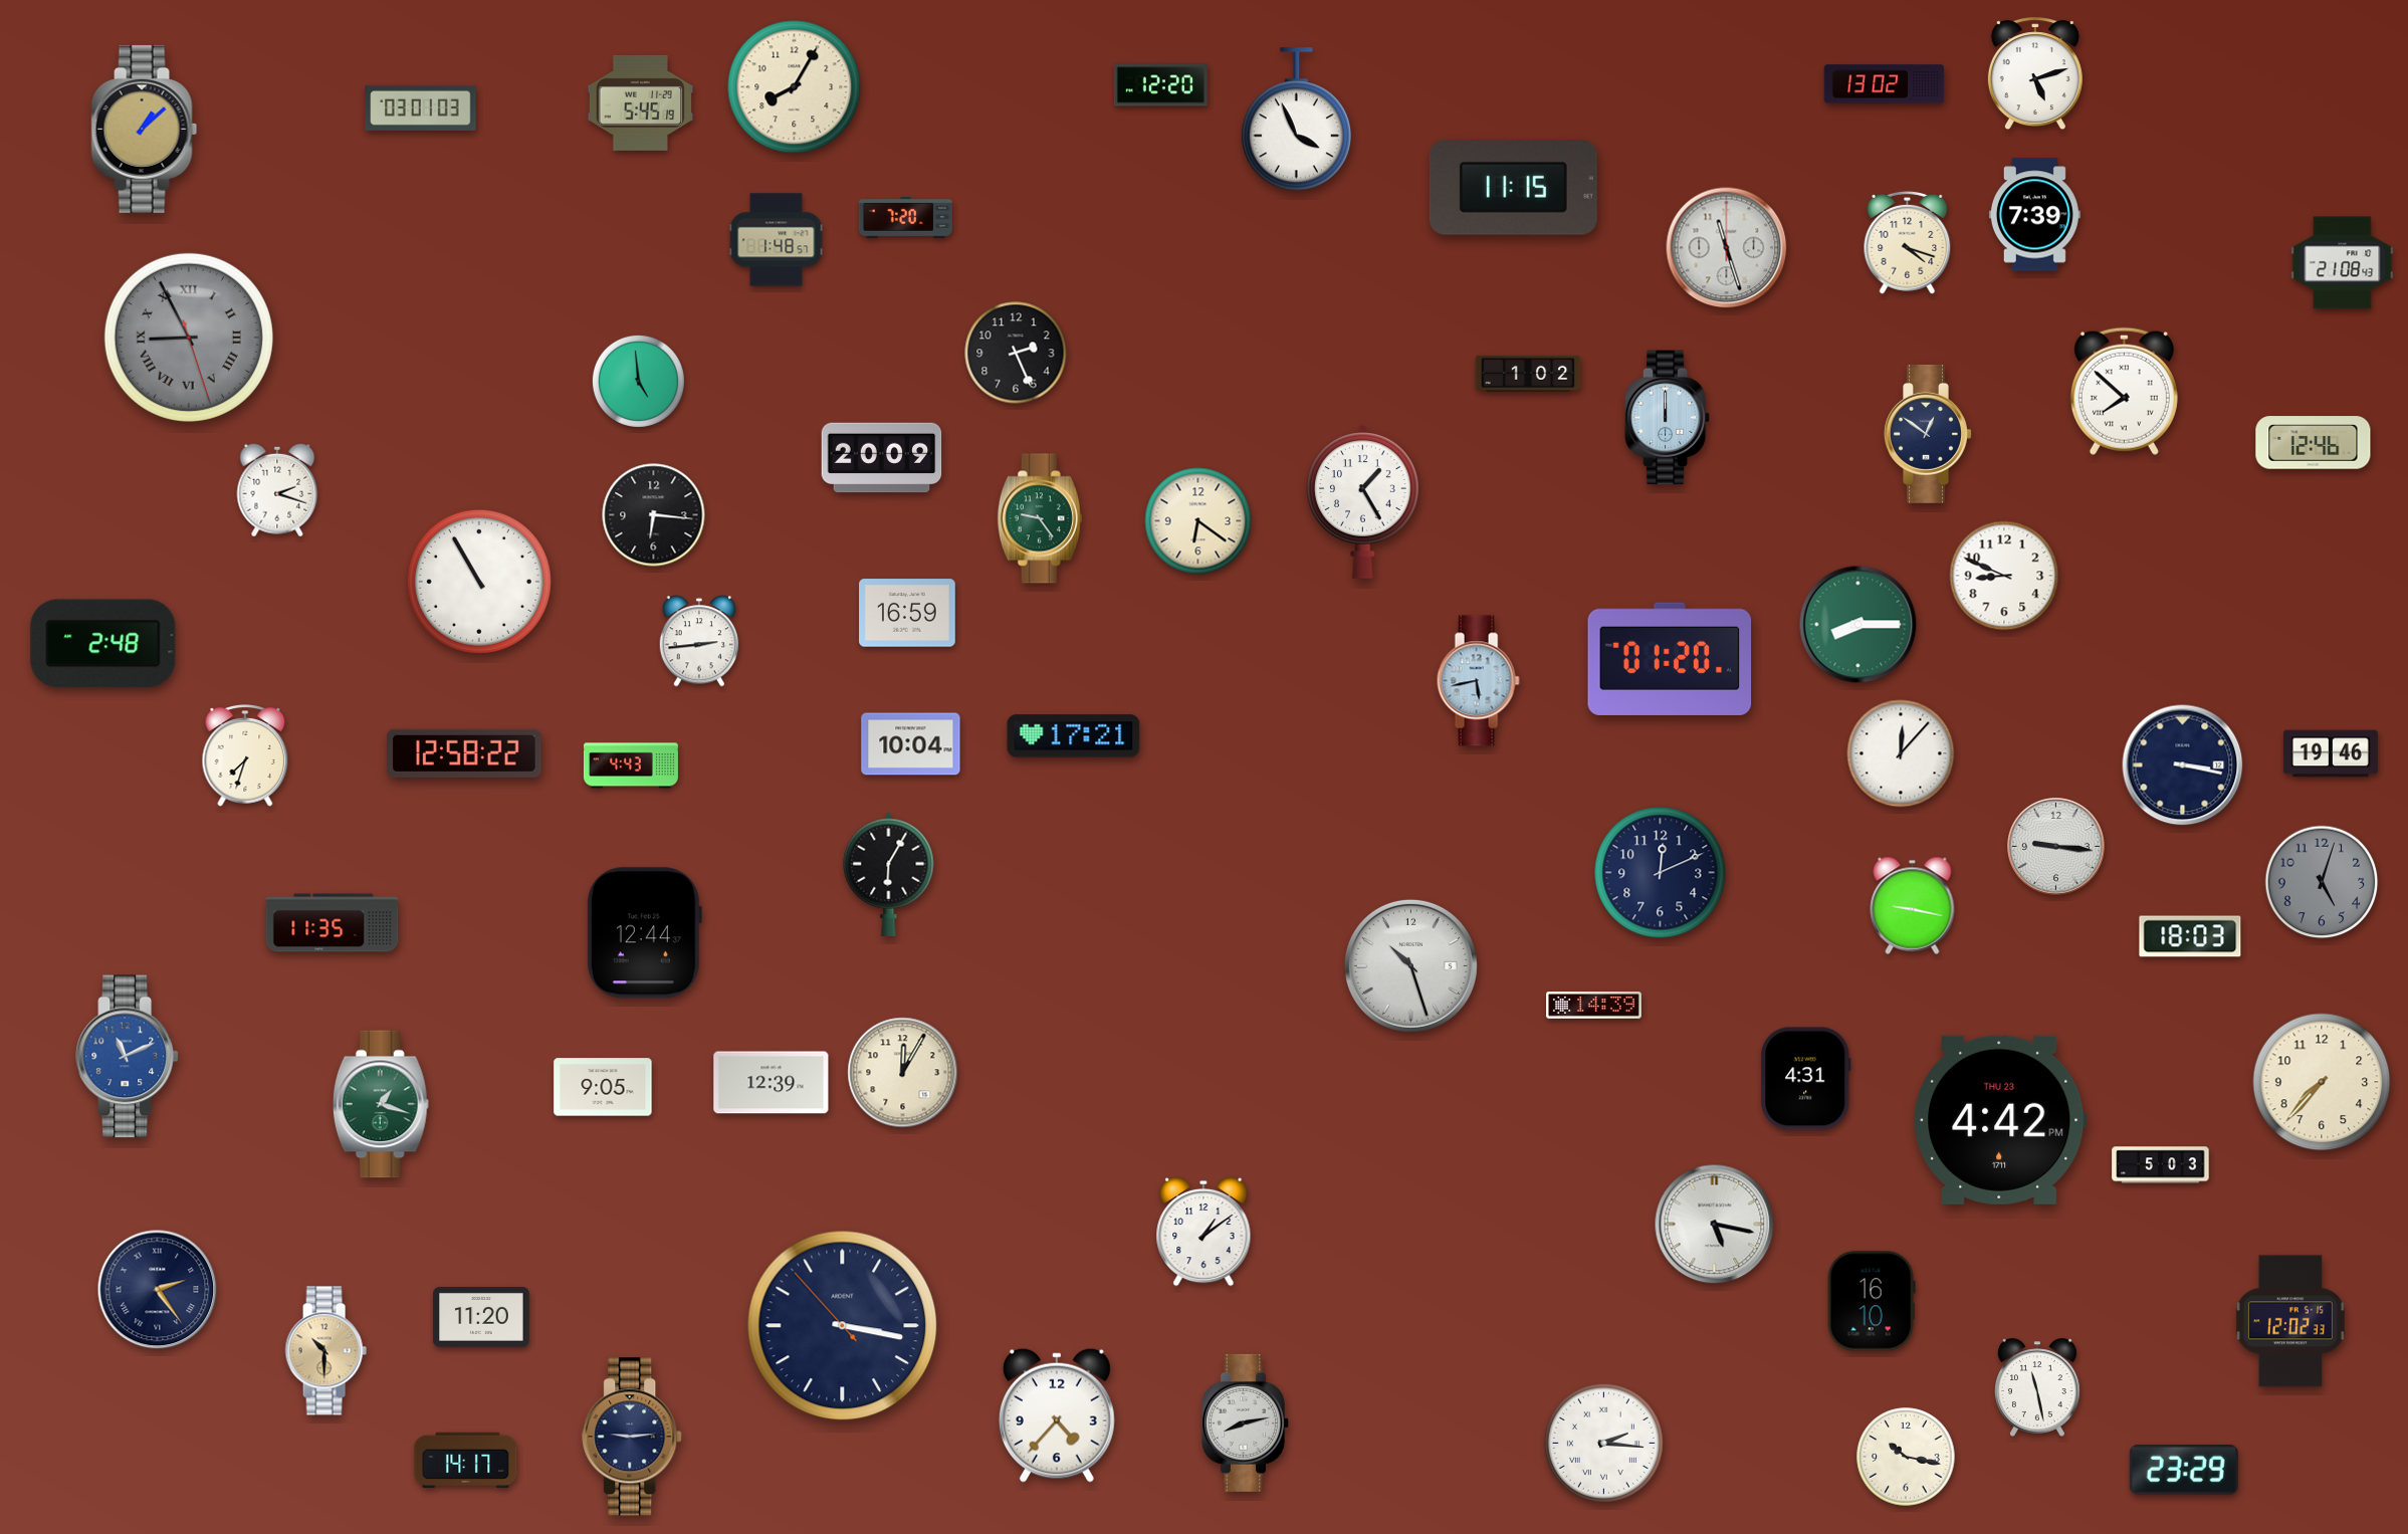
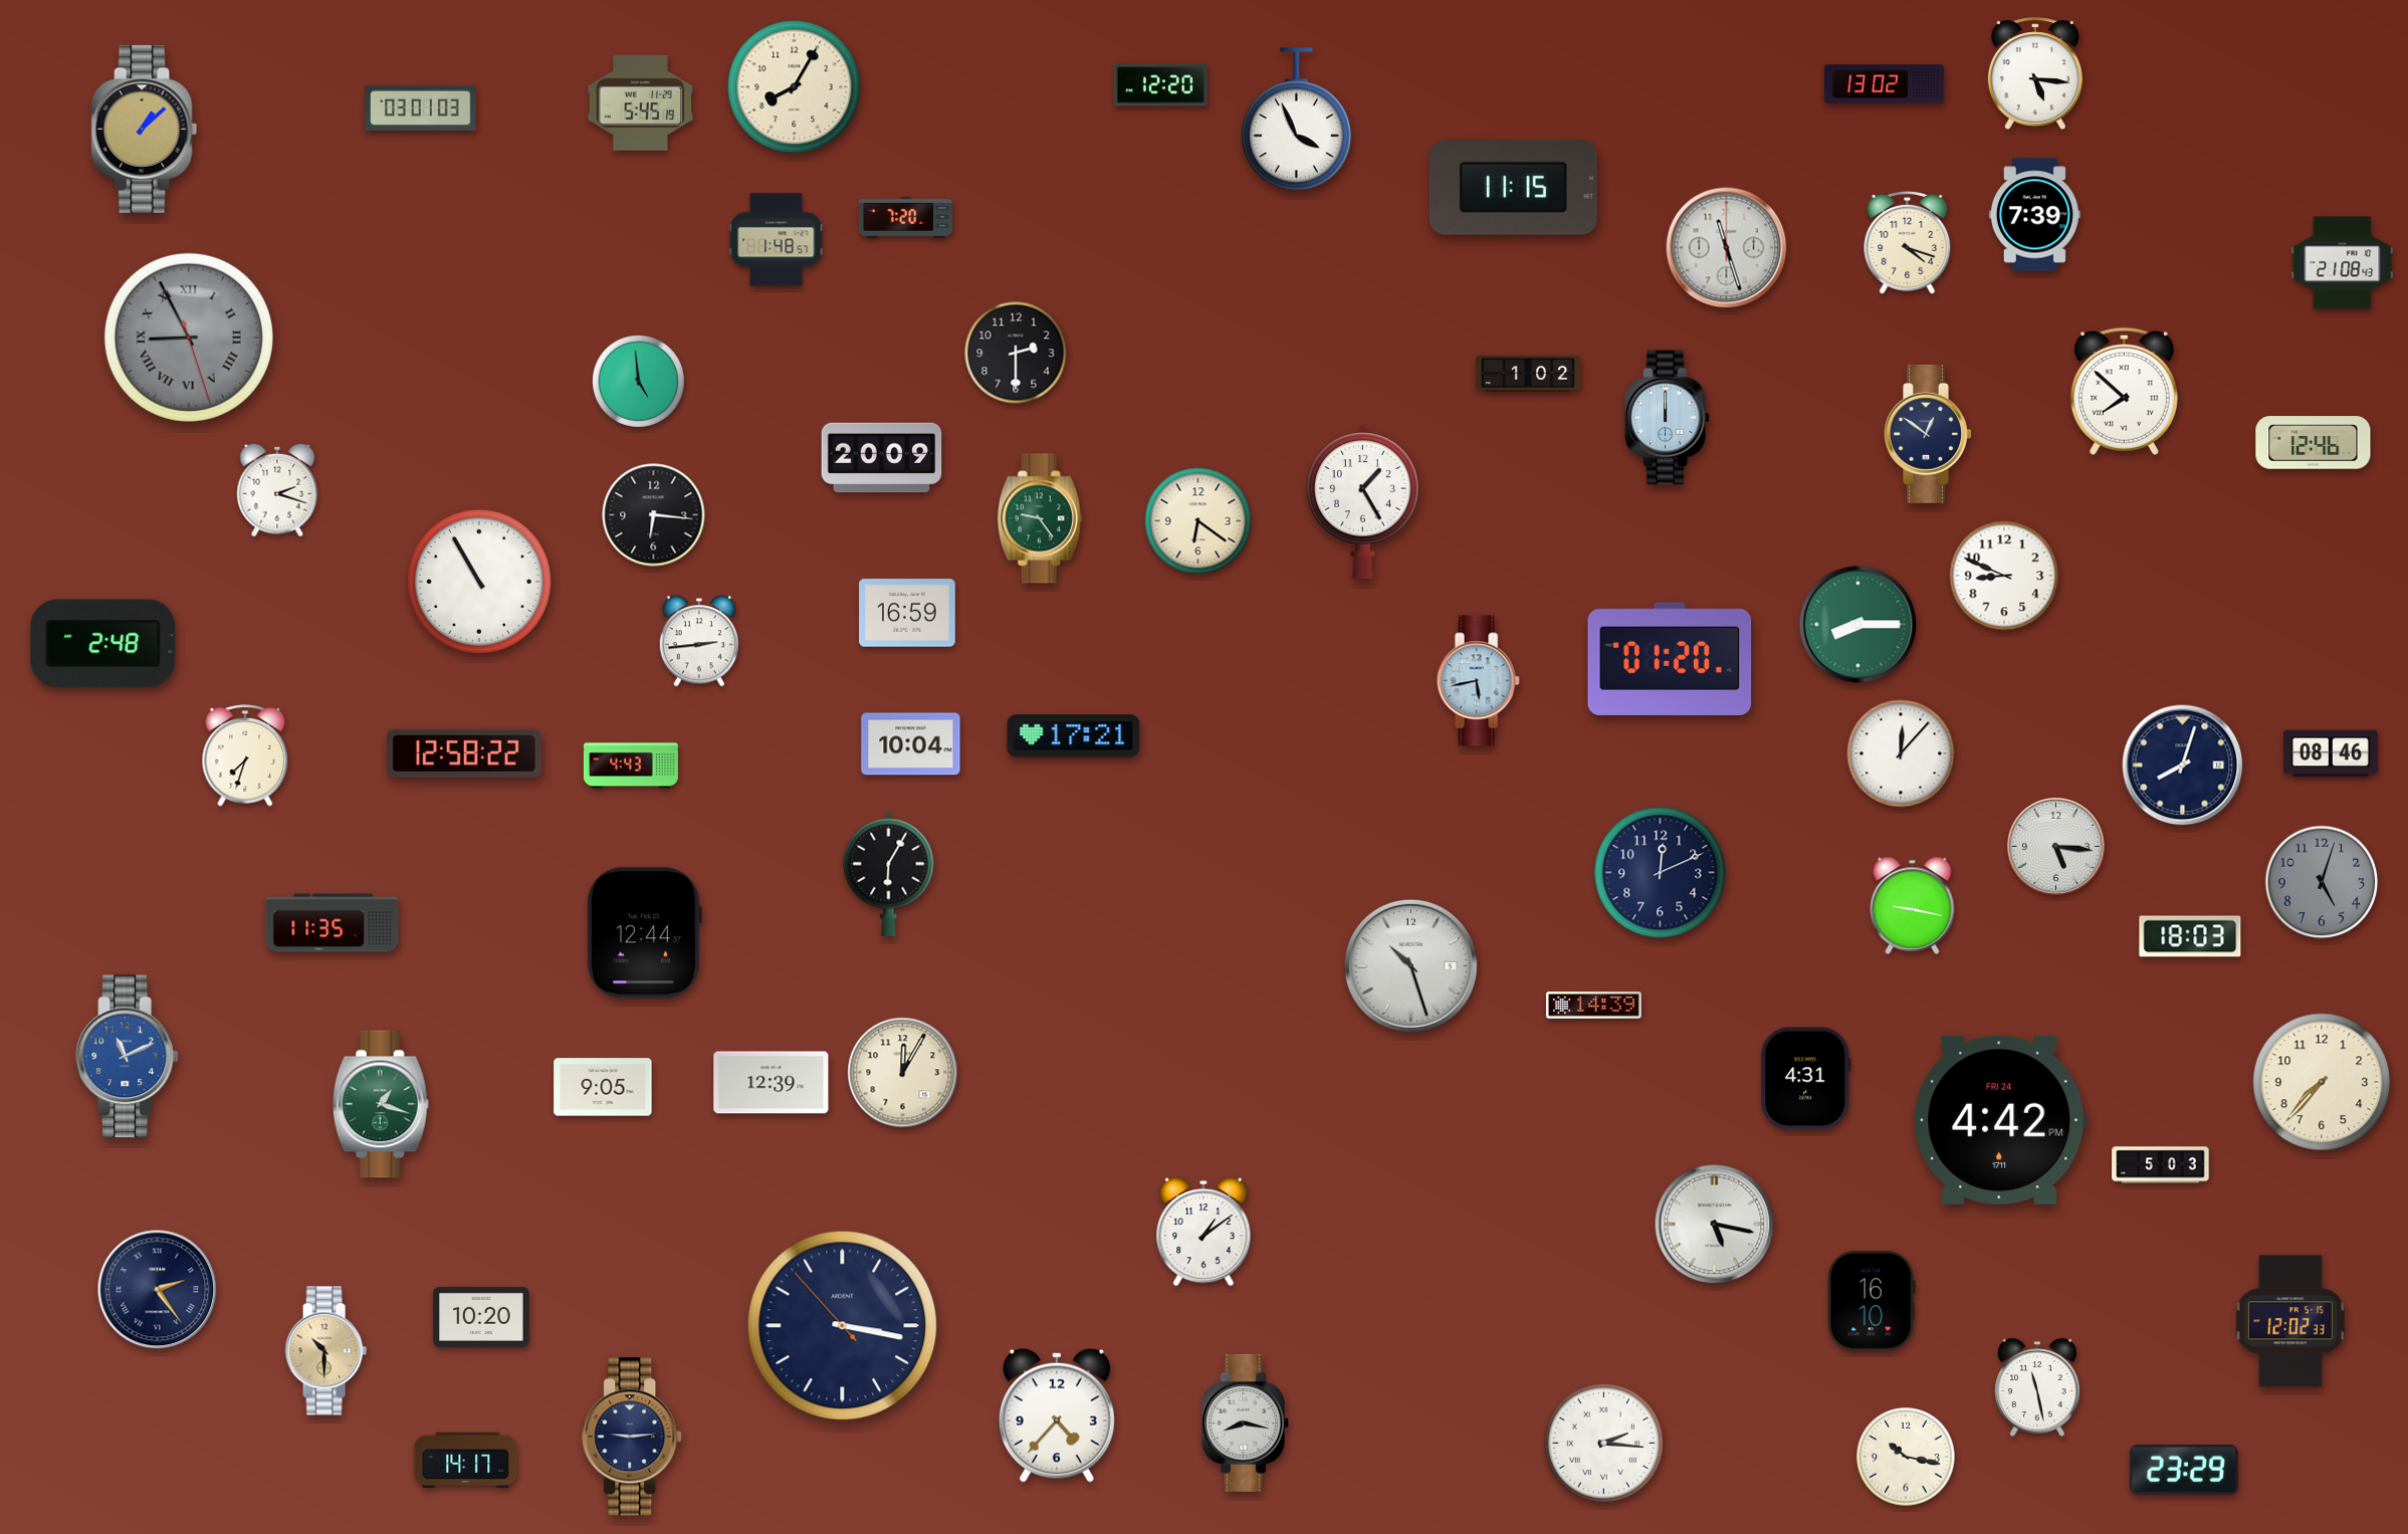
clock at (2035, 74): 5:12 -> 5:16
clock at (1016, 353): 2:26 -> 2:30
clock at (2331, 753): 19:46 -> 08:46
clock at (2183, 765): 3:17 -> 8:03
clock at (2056, 847): 9:16 -> 5:16
clock at (2000, 1120) date: THU 23 -> FRI 24
clock at (481, 1317): 11:20 -> 10:20
clock at (1246, 1422): 8:13 -> 8:17
